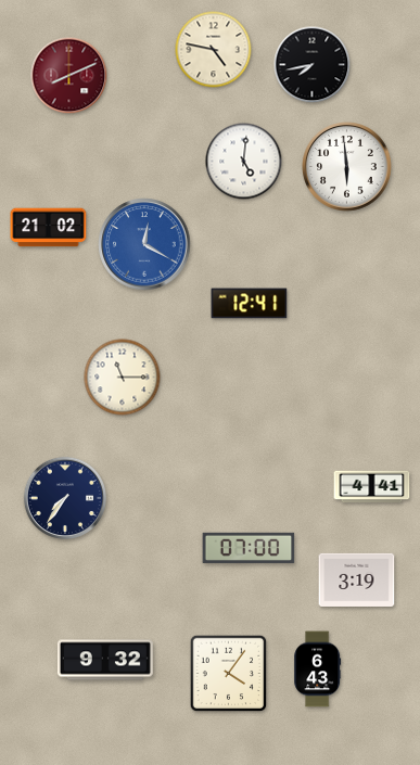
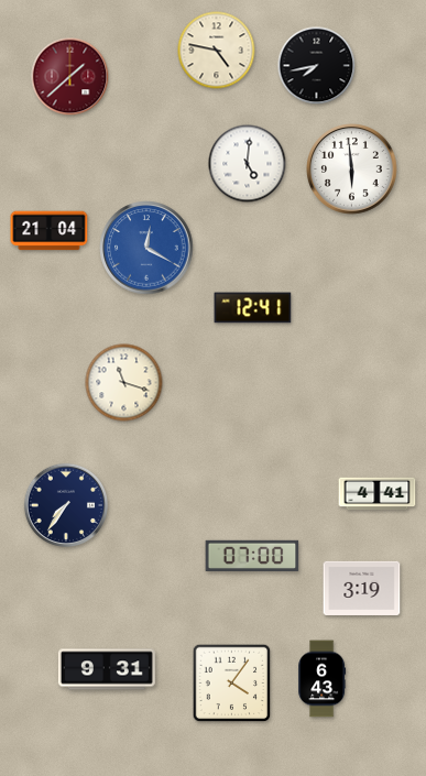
clock at (69, 76): 8:11 -> 1:38
clock at (49, 228): 21:02 -> 21:04
clock at (123, 378): 11:15 -> 11:18
clock at (105, 660): 9:32 -> 9:31
